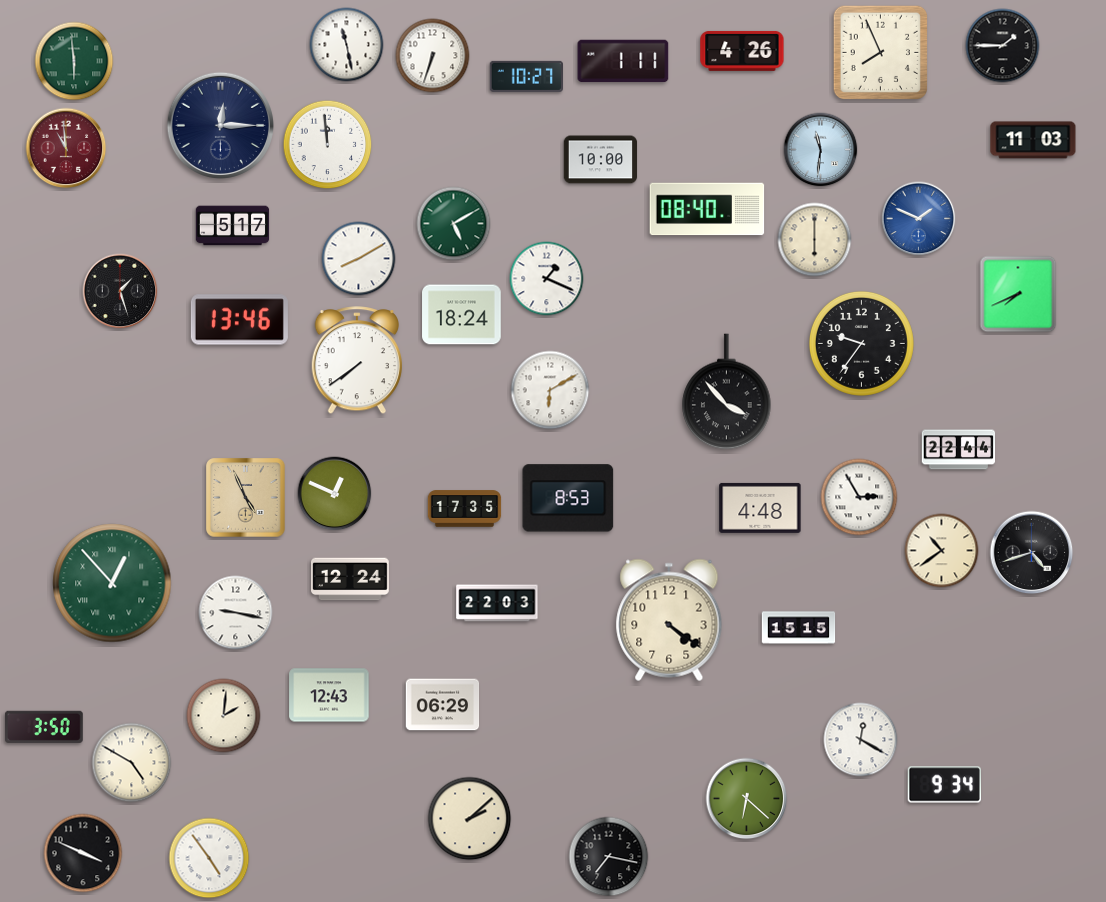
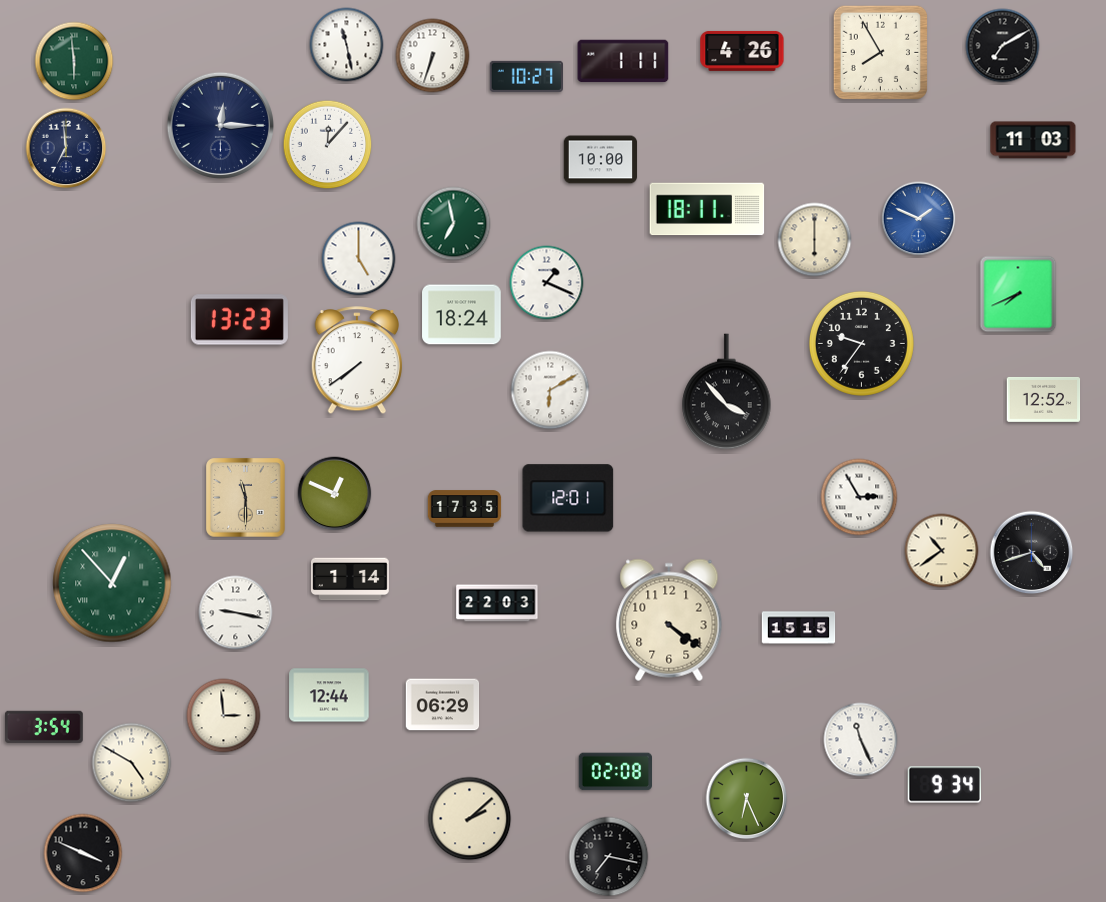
clock at (1003, 46): 1:45 -> 7:10
clock at (880, 52): 7:56 -> 7:55
clock at (328, 145): 11:59 -> 12:07
clock at (66, 148): 10:59 -> 6:59
clock at (66, 148) dial: burgundy -> navy
clock at (821, 150): 11:31 -> none
clock at (707, 209): 08:40 -> 18:11
clock at (454, 224): 5:10 -> 6:58
clock at (233, 226): 5:17 -> none
clock at (359, 259): 8:10 -> 5:00
clock at (547, 279) position: (547, 279) -> (547, 283)
clock at (120, 291): 1:27 -> none
clock at (239, 320): 13:46 -> 13:23
clock at (1044, 399): none -> 12:52
clock at (959, 450): 22:44 -> none
clock at (246, 498): 4:56 -> 11:30
clock at (568, 498): 8:53 -> 12:01
clock at (760, 508): 4:48 -> none
clock at (351, 579): 12:24 -> 1:14
clock at (329, 695): 12:43 -> 12:44
clock at (224, 716): 2:01 -> 2:59
clock at (44, 727): 3:50 -> 3:54
clock at (861, 740): 12:20 -> 11:26
clock at (615, 772): none -> 02:08
clock at (747, 799): 6:22 -> 6:26
clock at (209, 858): 4:54 -> none
